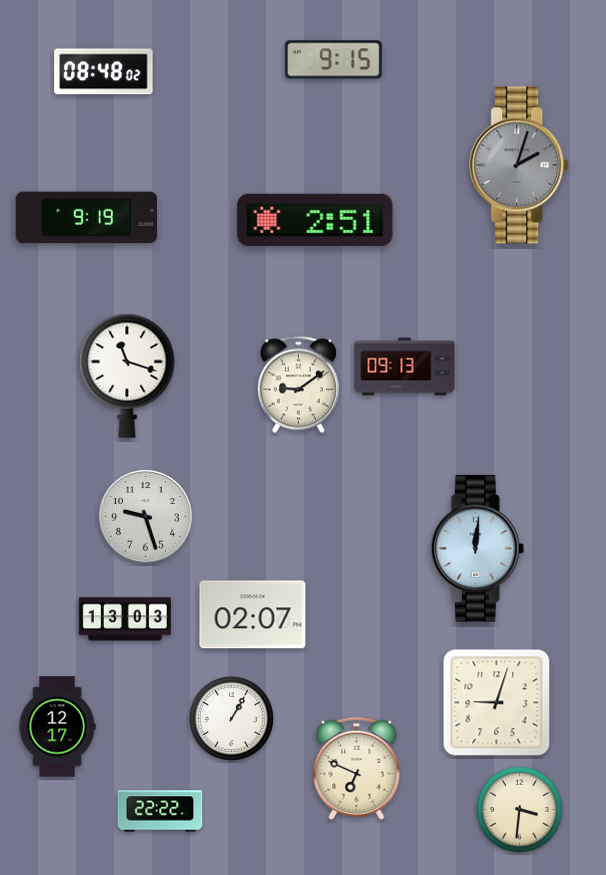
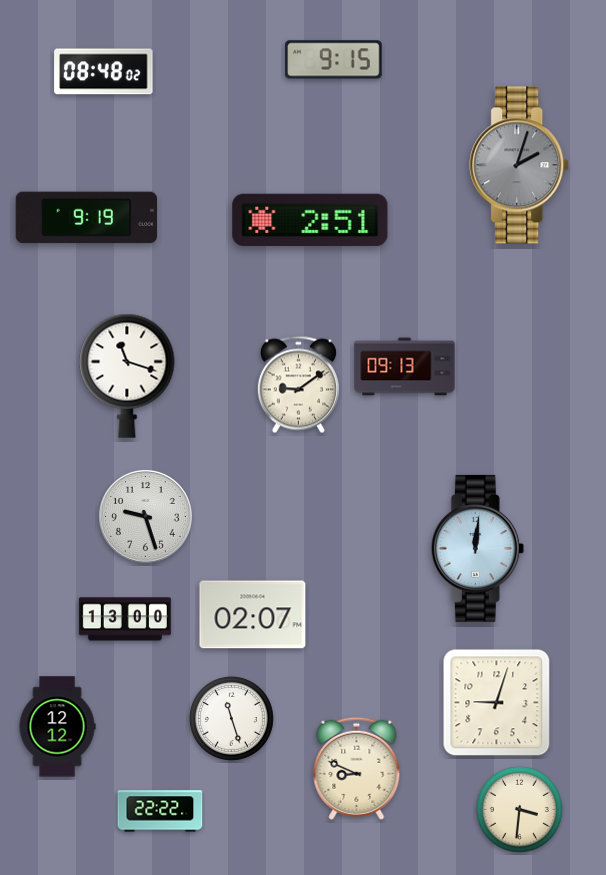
clock at (315, 220) position: (315, 220) -> (310, 220)
clock at (125, 619): 13:03 -> 13:00
clock at (231, 718): 1:05 -> 11:27
clock at (57, 727): 12:17 -> 12:12
clock at (357, 768): 6:49 -> 8:49
